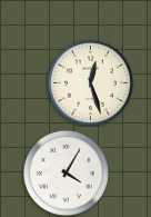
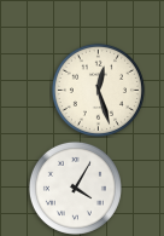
clock at (66, 172) position: (66, 172) -> (75, 188)
